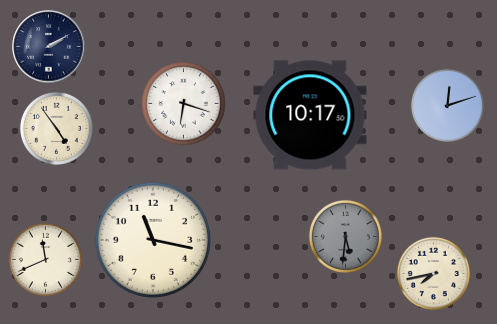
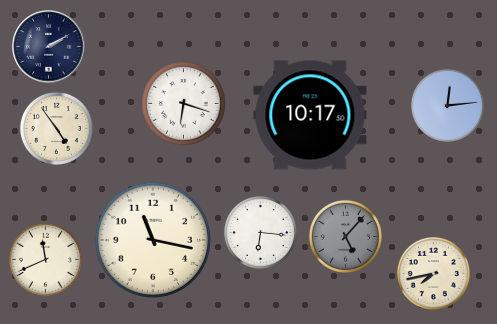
clock at (447, 105): 12:12 -> 12:14
clock at (260, 232): none -> 6:16
clock at (345, 236): 5:31 -> 5:07
